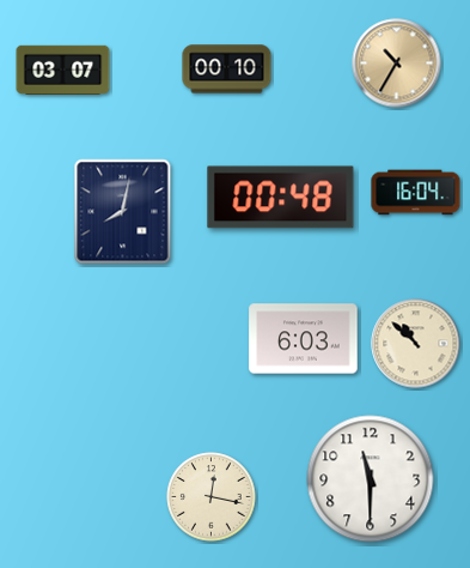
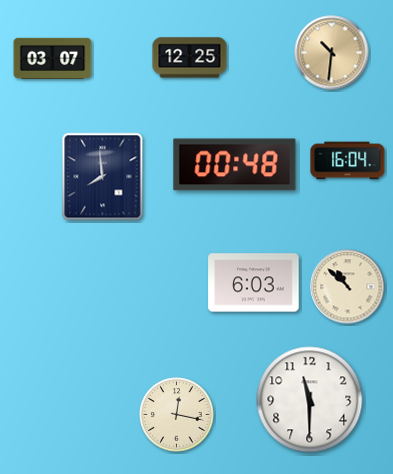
clock at (397, 64): 10:35 -> 10:31
clock at (227, 70): 00:10 -> 12:25
clock at (123, 212): 8:02 -> 7:59
